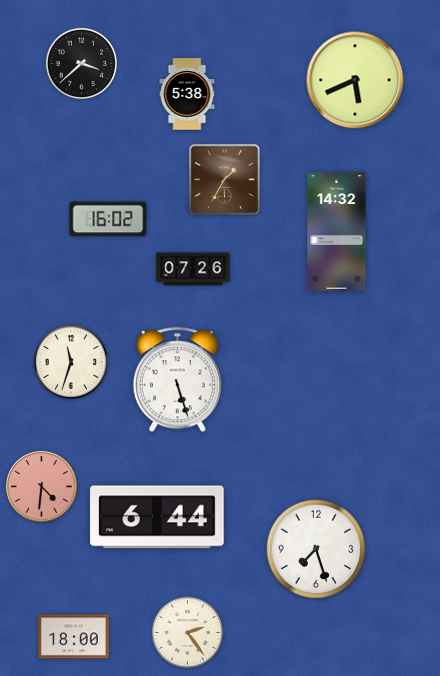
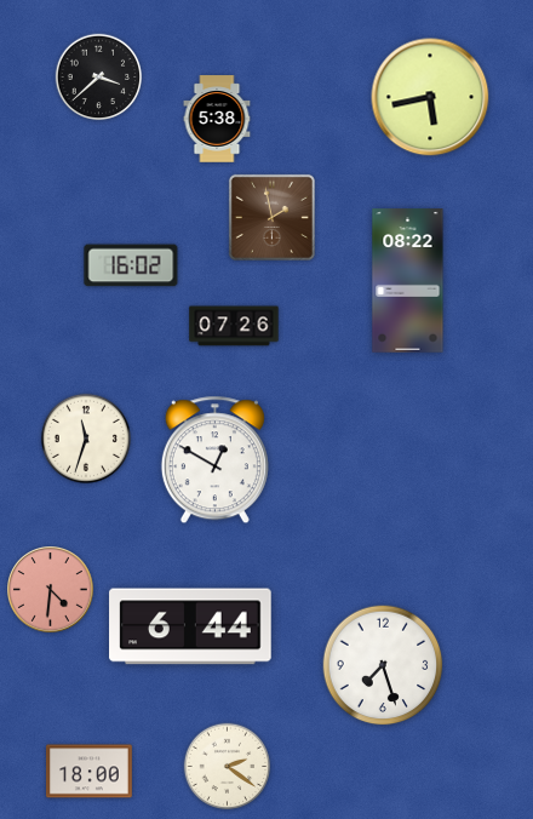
clock at (355, 80): 5:41 -> 5:43
clock at (187, 94) position: (187, 94) -> (217, 119)
clock at (224, 179): 1:35 -> 1:58
clock at (337, 232): 14:32 -> 08:22
clock at (177, 380): 5:27 -> 12:50
clock at (188, 633): 2:24 -> 2:21
